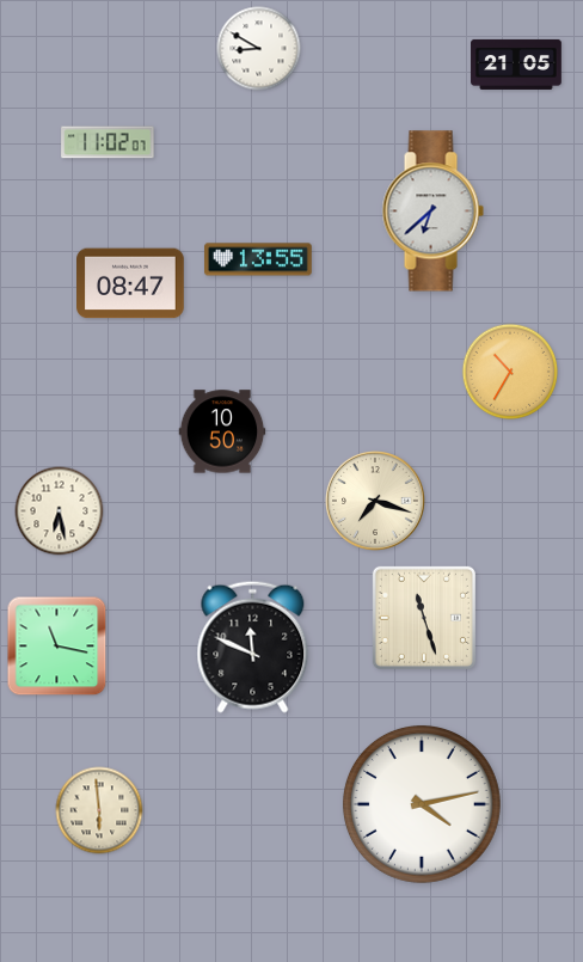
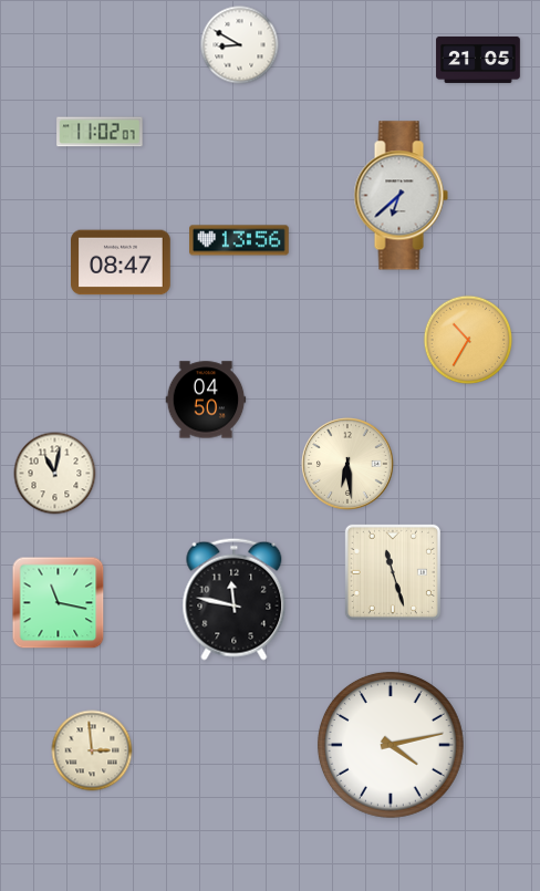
clock at (258, 259): 13:55 -> 13:56
clock at (510, 372) position: (510, 372) -> (468, 340)
clock at (222, 431): 10:50 -> 04:50
clock at (376, 502): 7:18 -> 6:29
clock at (60, 511): 6:28 -> 11:02
clock at (57, 647) position: (57, 647) -> (59, 603)
clock at (253, 647): 11:49 -> 11:47
clock at (99, 810): 5:59 -> 2:59
